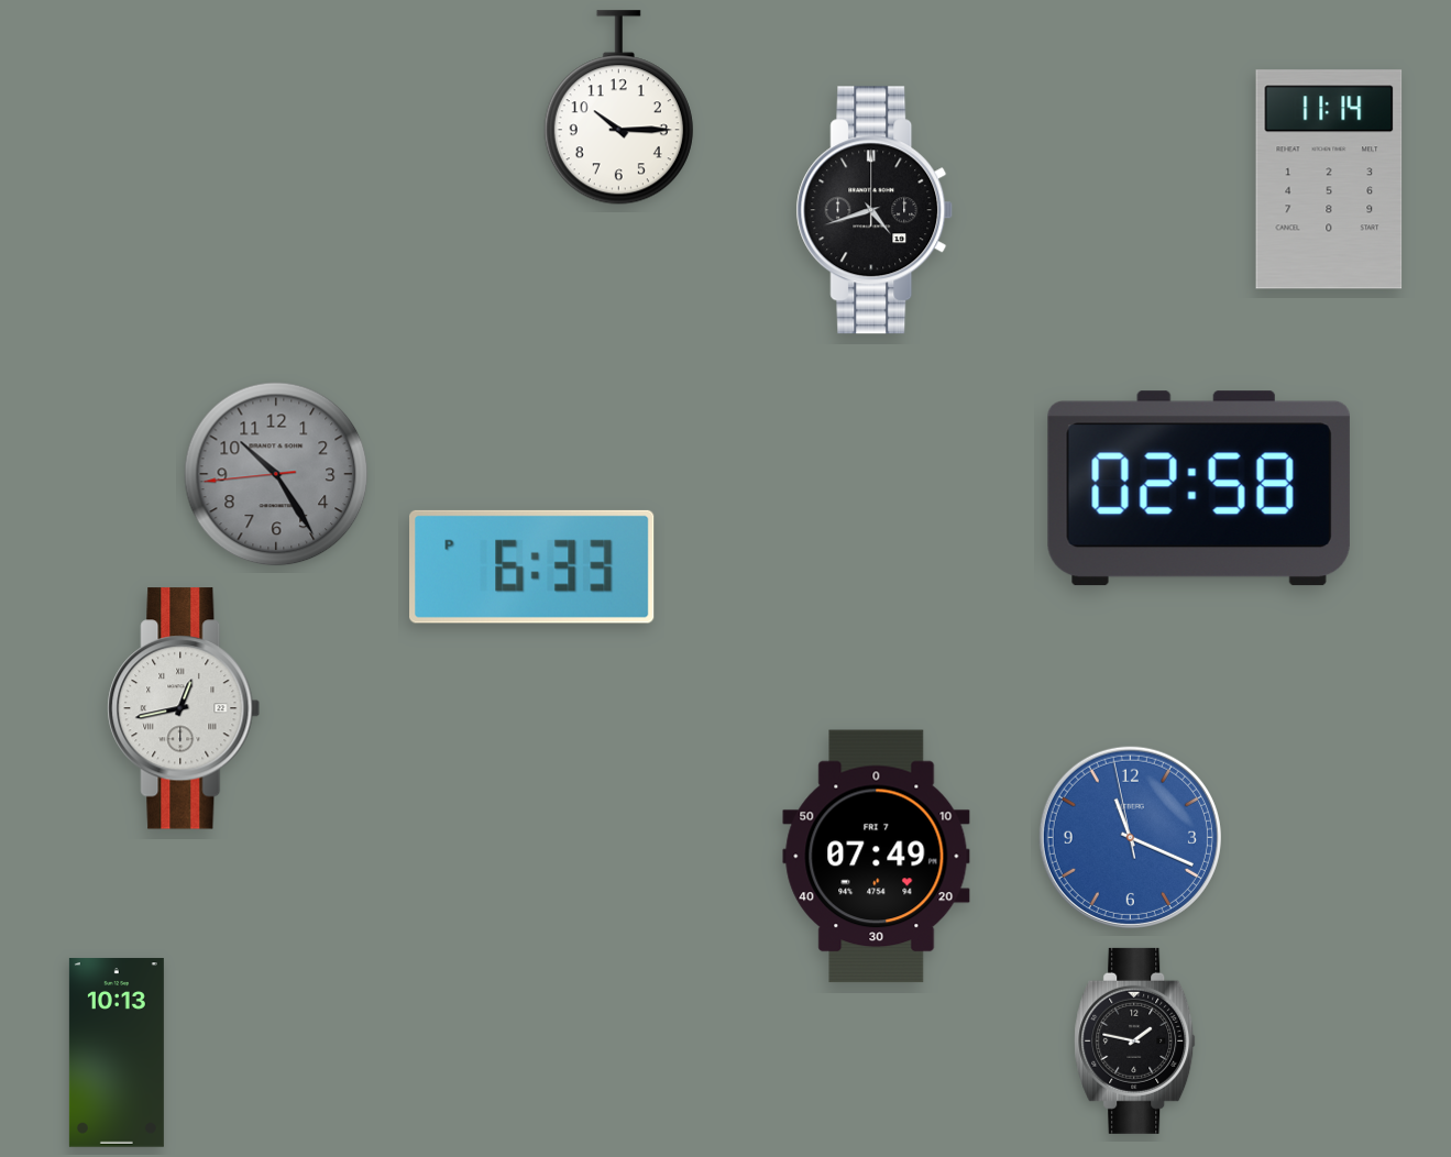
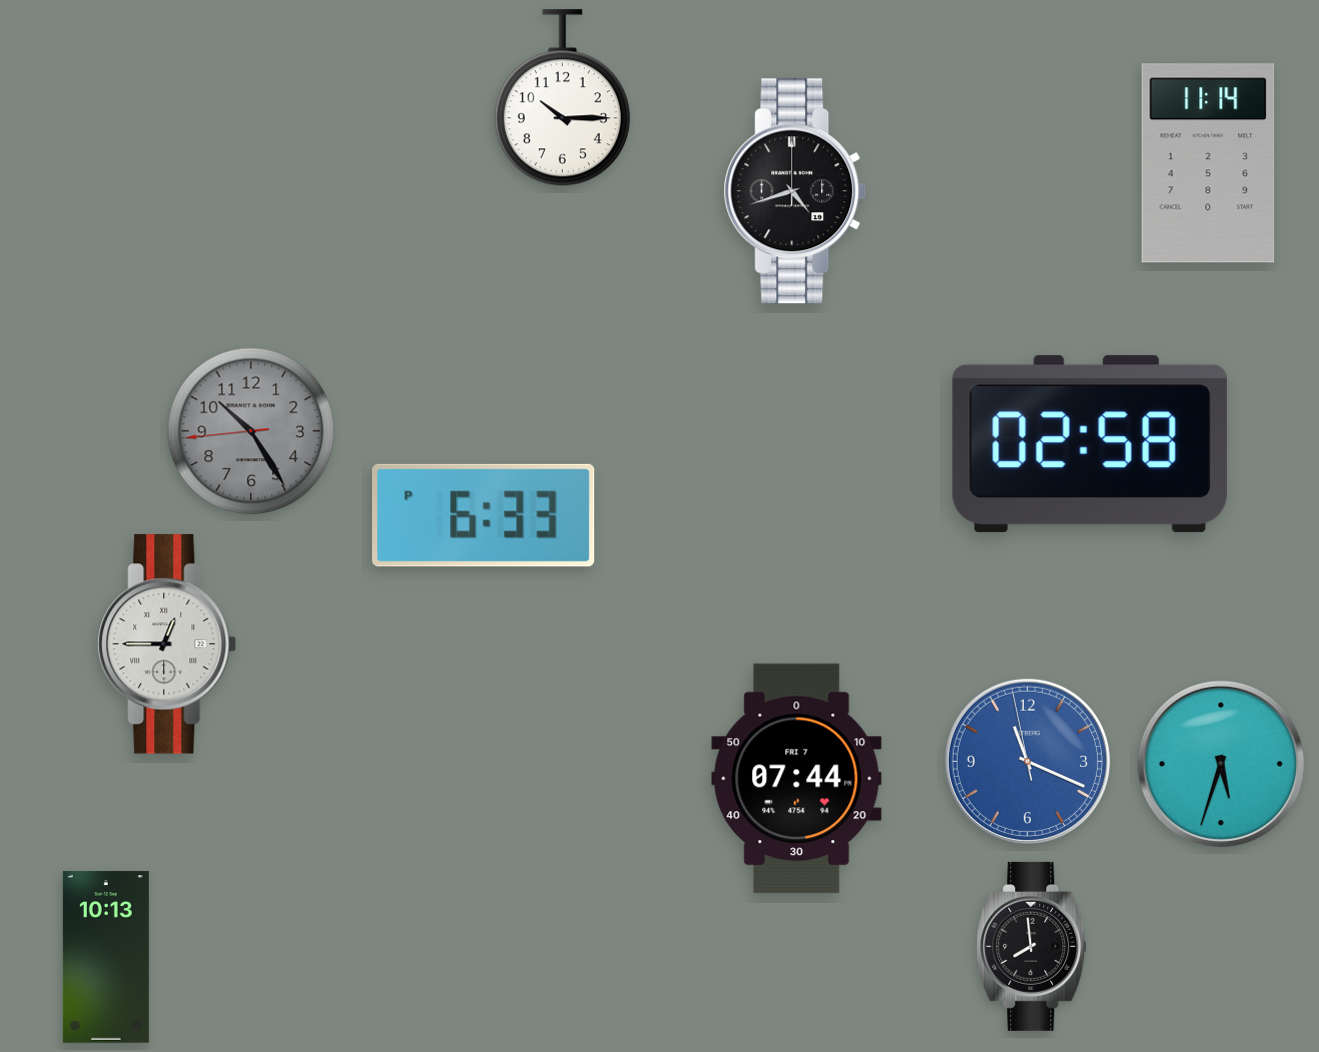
clock at (184, 708): 12:43 -> 12:45
clock at (1221, 764): none -> 5:33
clock at (877, 857): 07:49 -> 07:44
clock at (1135, 1040): 1:47 -> 7:59
